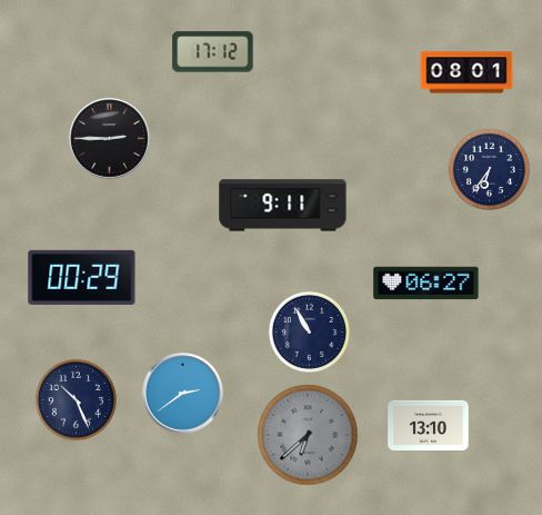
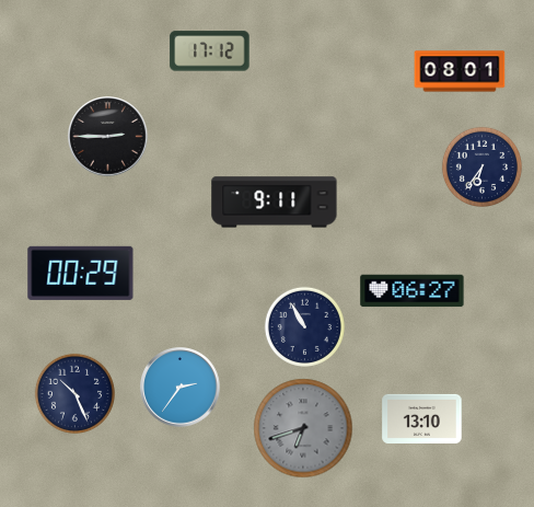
clock at (283, 206) position: (283, 206) -> (275, 203)
clock at (426, 284) position: (426, 284) -> (413, 291)
clock at (183, 394): 2:39 -> 2:36
clock at (308, 435): 6:38 -> 6:42
